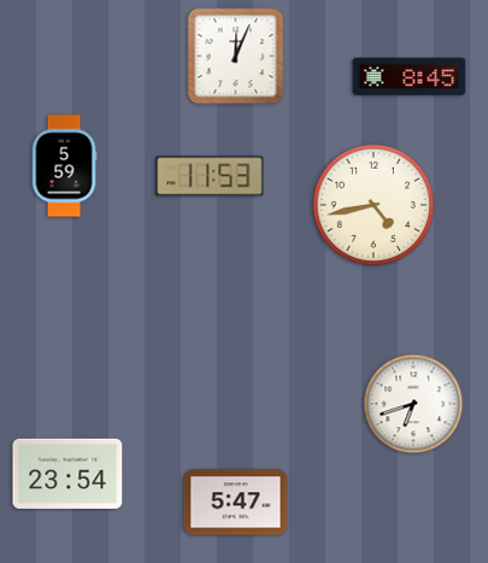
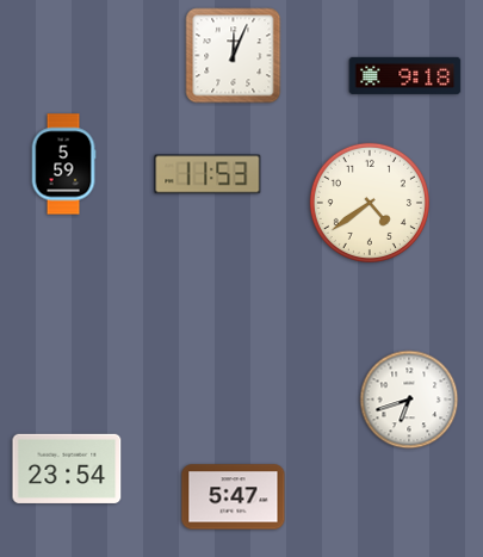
clock at (410, 76): 8:45 -> 9:18
clock at (374, 205): 4:43 -> 4:39
